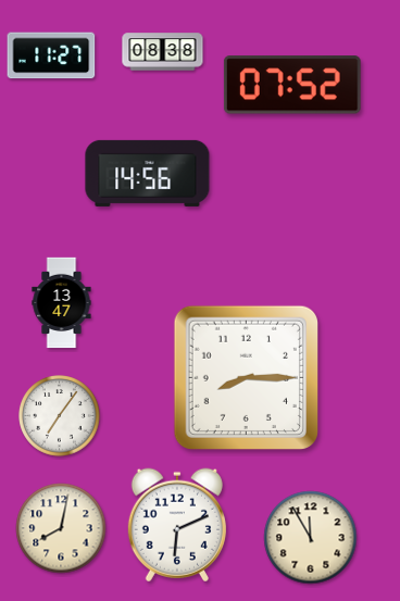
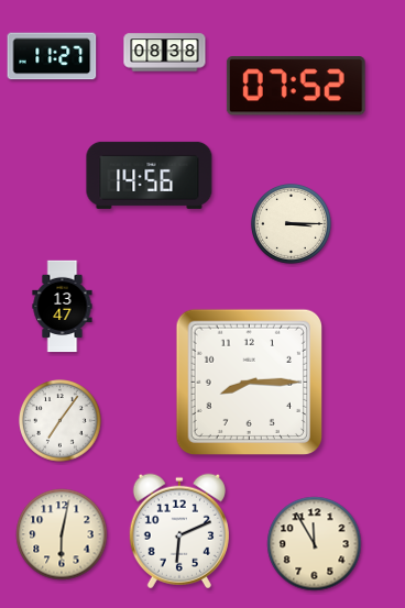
clock at (291, 223): none -> 3:15
clock at (61, 528): 8:02 -> 6:02
